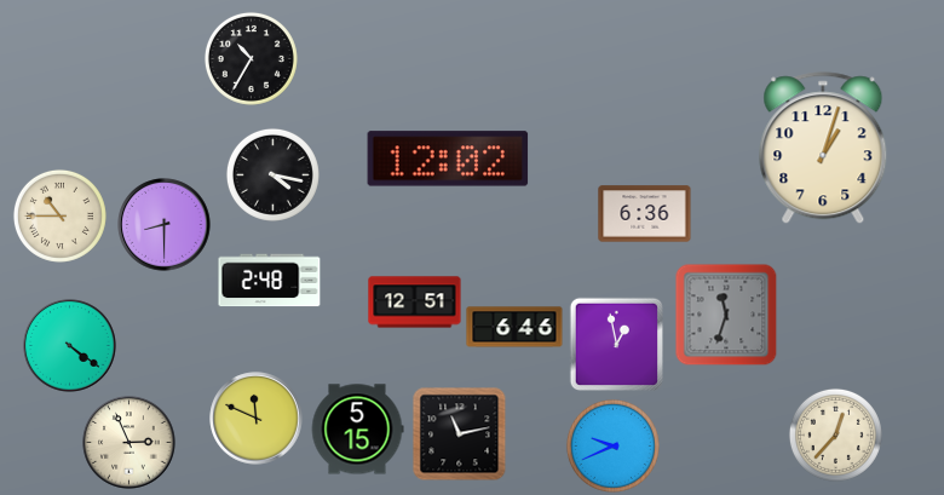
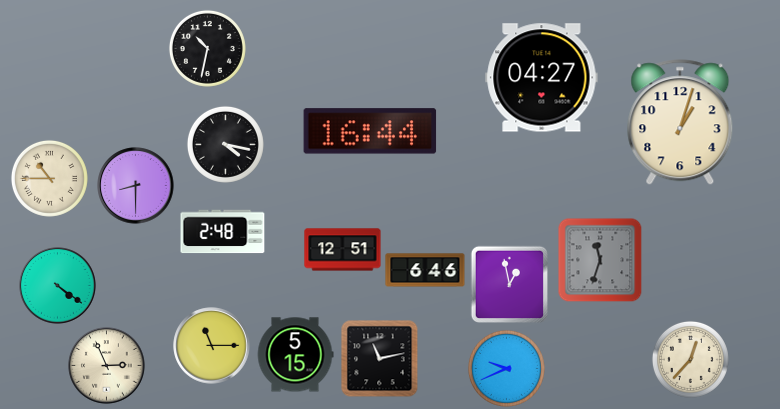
clock at (251, 58): 10:35 -> 10:32
clock at (542, 78): none -> 04:27
clock at (448, 159): 12:02 -> 16:44
clock at (645, 214): 6:36 -> none
clock at (257, 419): 11:49 -> 11:15
